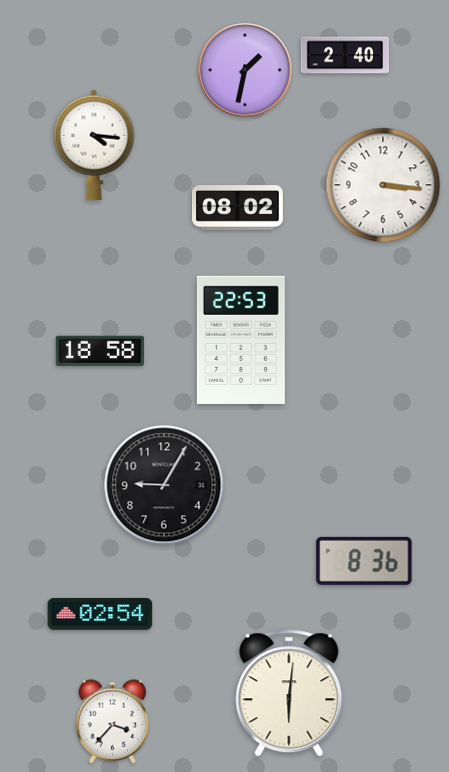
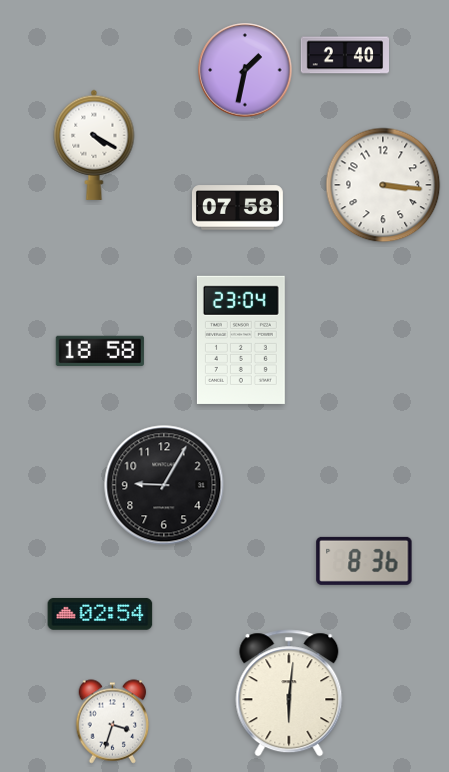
clock at (94, 145): 4:16 -> 4:20
clock at (237, 208): 08:02 -> 07:58
clock at (241, 340): 22:53 -> 23:04
clock at (113, 722): 3:37 -> 3:33
